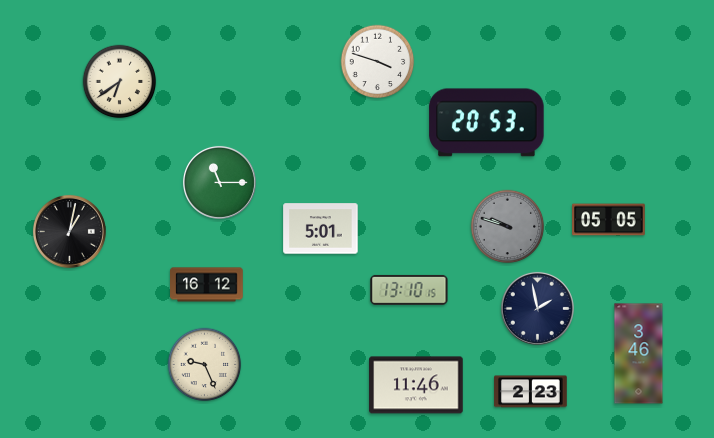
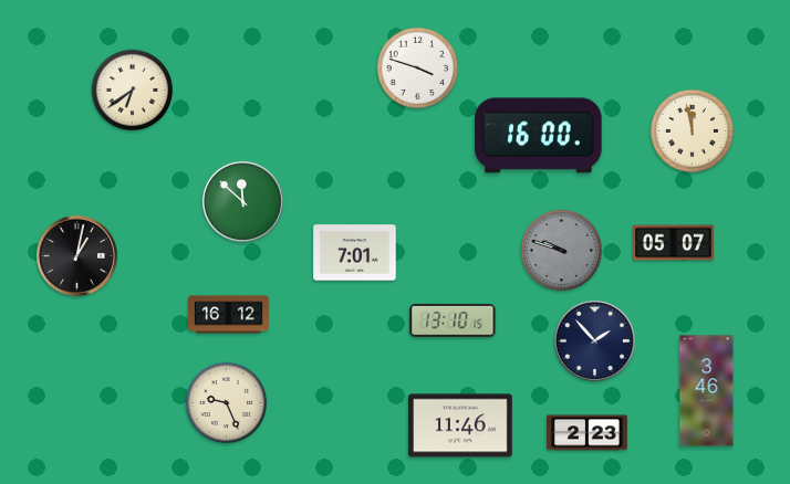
clock at (693, 131): none -> 11:58
clock at (487, 123): 20:53 -> 16:00
clock at (219, 182): 11:15 -> 11:52
clock at (609, 220): 05:05 -> 05:07
clock at (321, 229): 5:01 -> 7:01
clock at (537, 308): 1:58 -> 1:53
